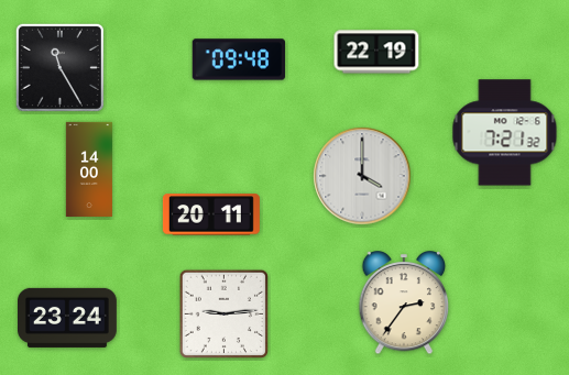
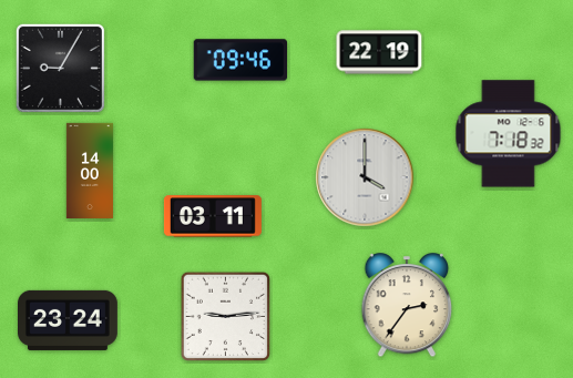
clock at (239, 59): 09:48 -> 09:46
clock at (59, 67): 11:25 -> 9:05
clock at (505, 133): 7:21 -> 7:18
clock at (211, 214): 20:11 -> 03:11
